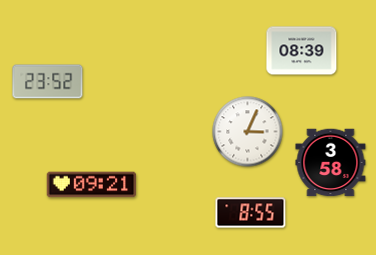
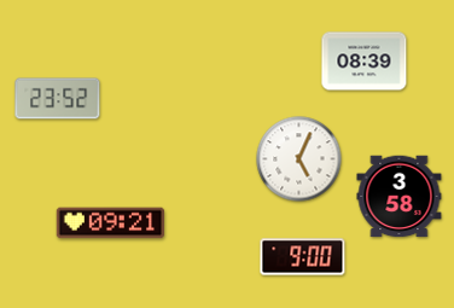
clock at (248, 132): 3:04 -> 5:04
clock at (251, 213): 8:55 -> 9:00
